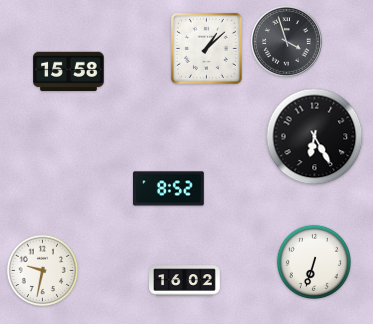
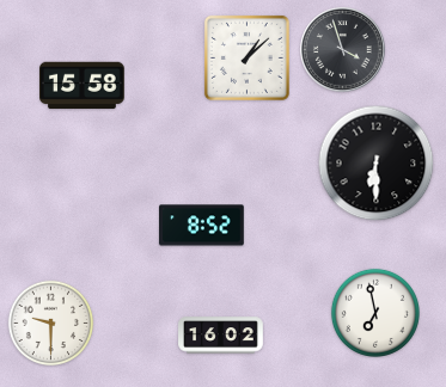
clock at (315, 137): 6:25 -> 6:30
clock at (314, 262): 6:33 -> 6:58
clock at (43, 271): 9:32 -> 9:30
